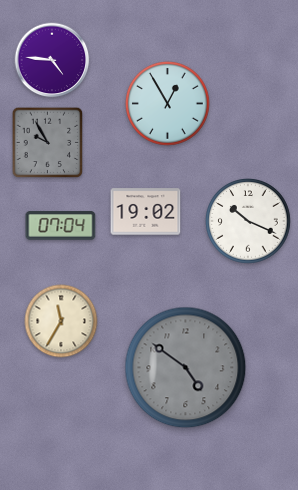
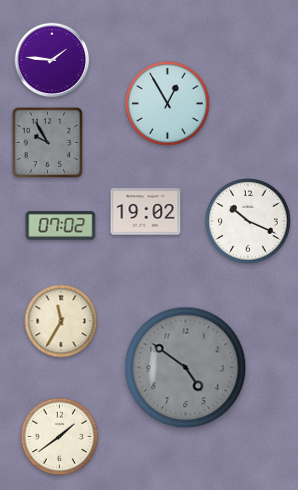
clock at (52, 60): 4:46 -> 1:46
clock at (61, 226): 07:04 -> 07:02
clock at (60, 437): none -> 1:39
